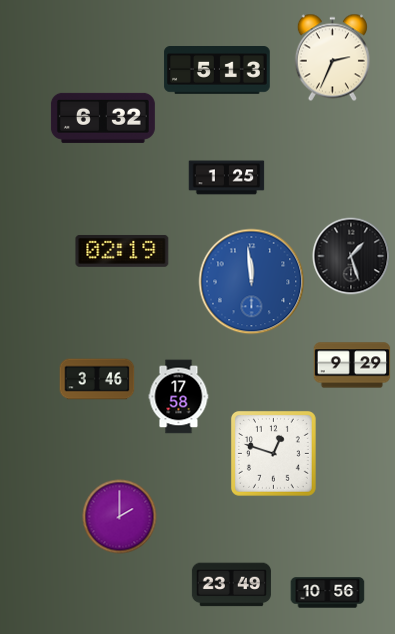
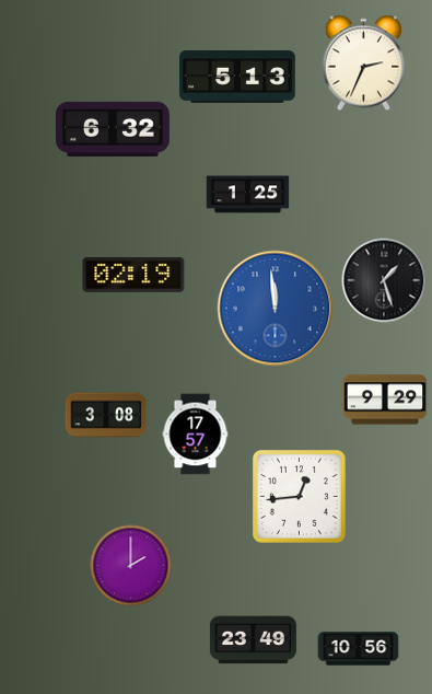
clock at (97, 379): 3:46 -> 3:08
clock at (179, 397): 17:58 -> 17:57
clock at (273, 453): 12:48 -> 12:44
